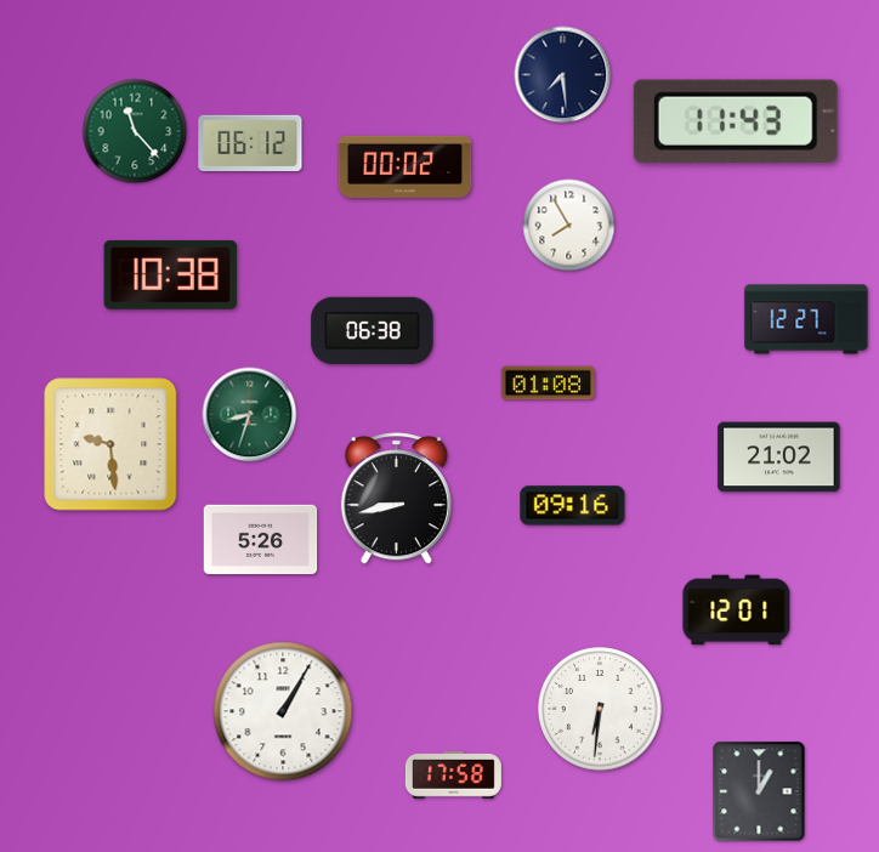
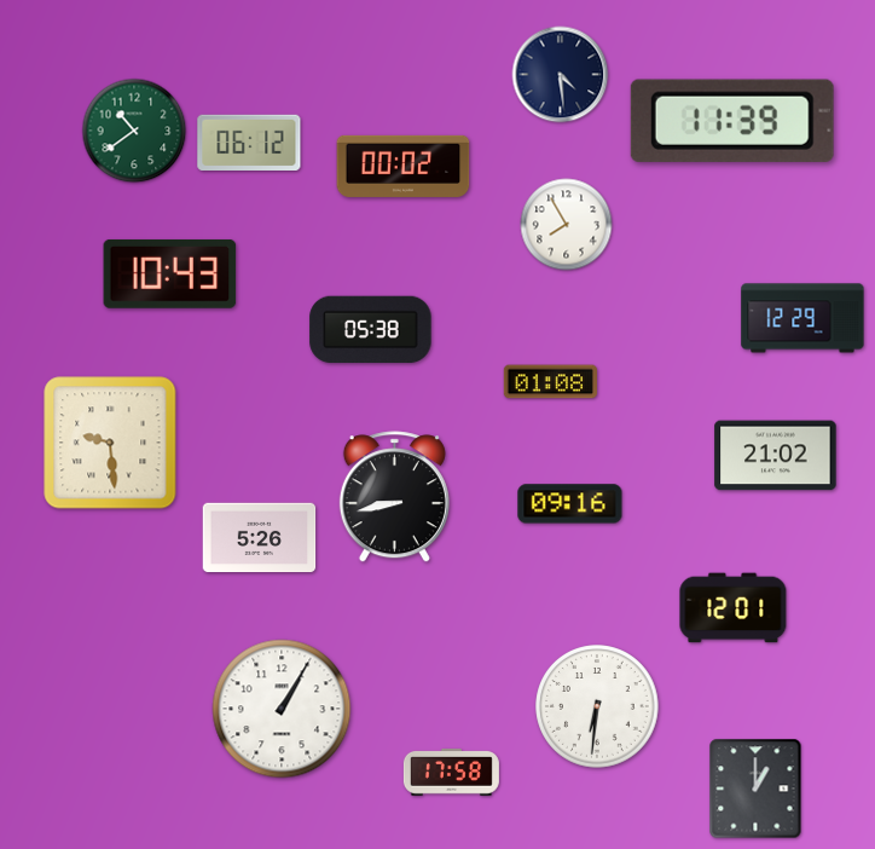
clock at (563, 75): 7:29 -> 4:29
clock at (736, 121): 11:43 -> 11:39
clock at (135, 131): 11:23 -> 10:39
clock at (171, 274): 10:38 -> 10:43
clock at (806, 319): 12:27 -> 12:29
clock at (373, 331): 06:38 -> 05:38
clock at (548, 384) position: (548, 384) -> (550, 382)
clock at (250, 415): 8:33 -> none
